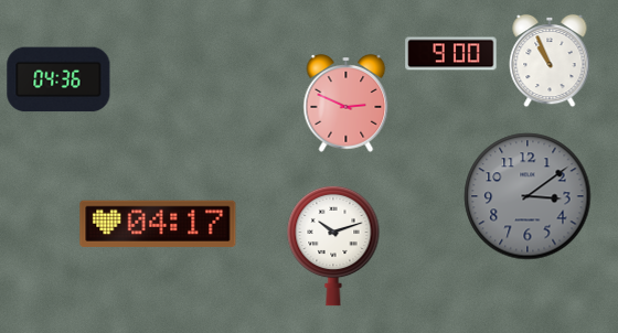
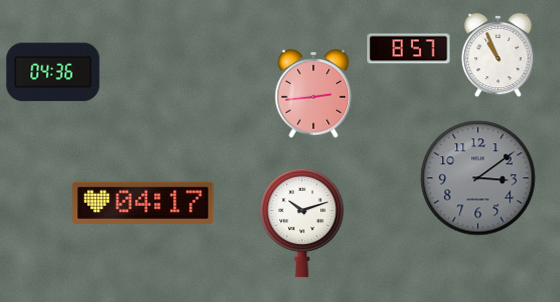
clock at (451, 54): 9:00 -> 8:57
clock at (347, 104): 2:49 -> 2:44
